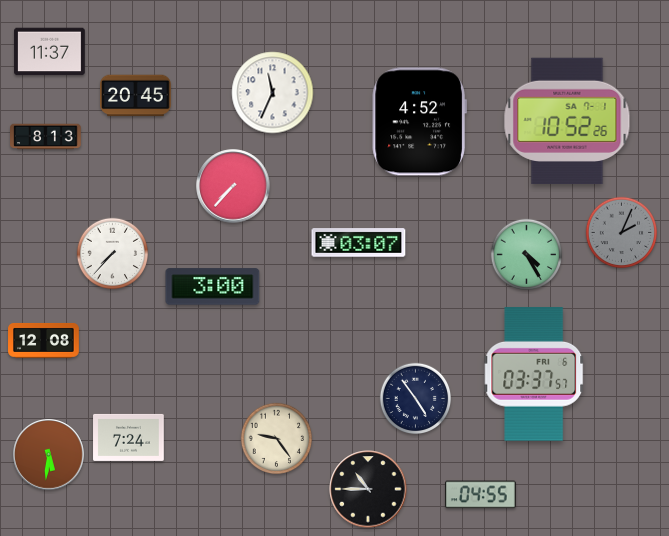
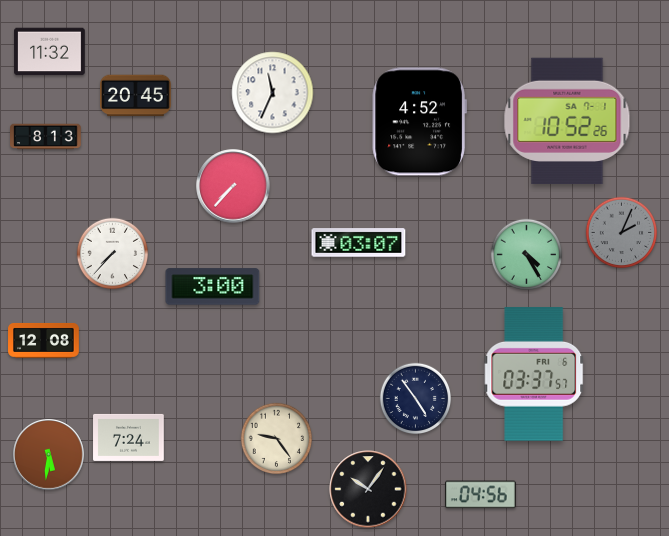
clock at (50, 52): 11:37 -> 11:32
clock at (368, 489): 10:45 -> 10:06
clock at (481, 495): 04:55 -> 04:56
